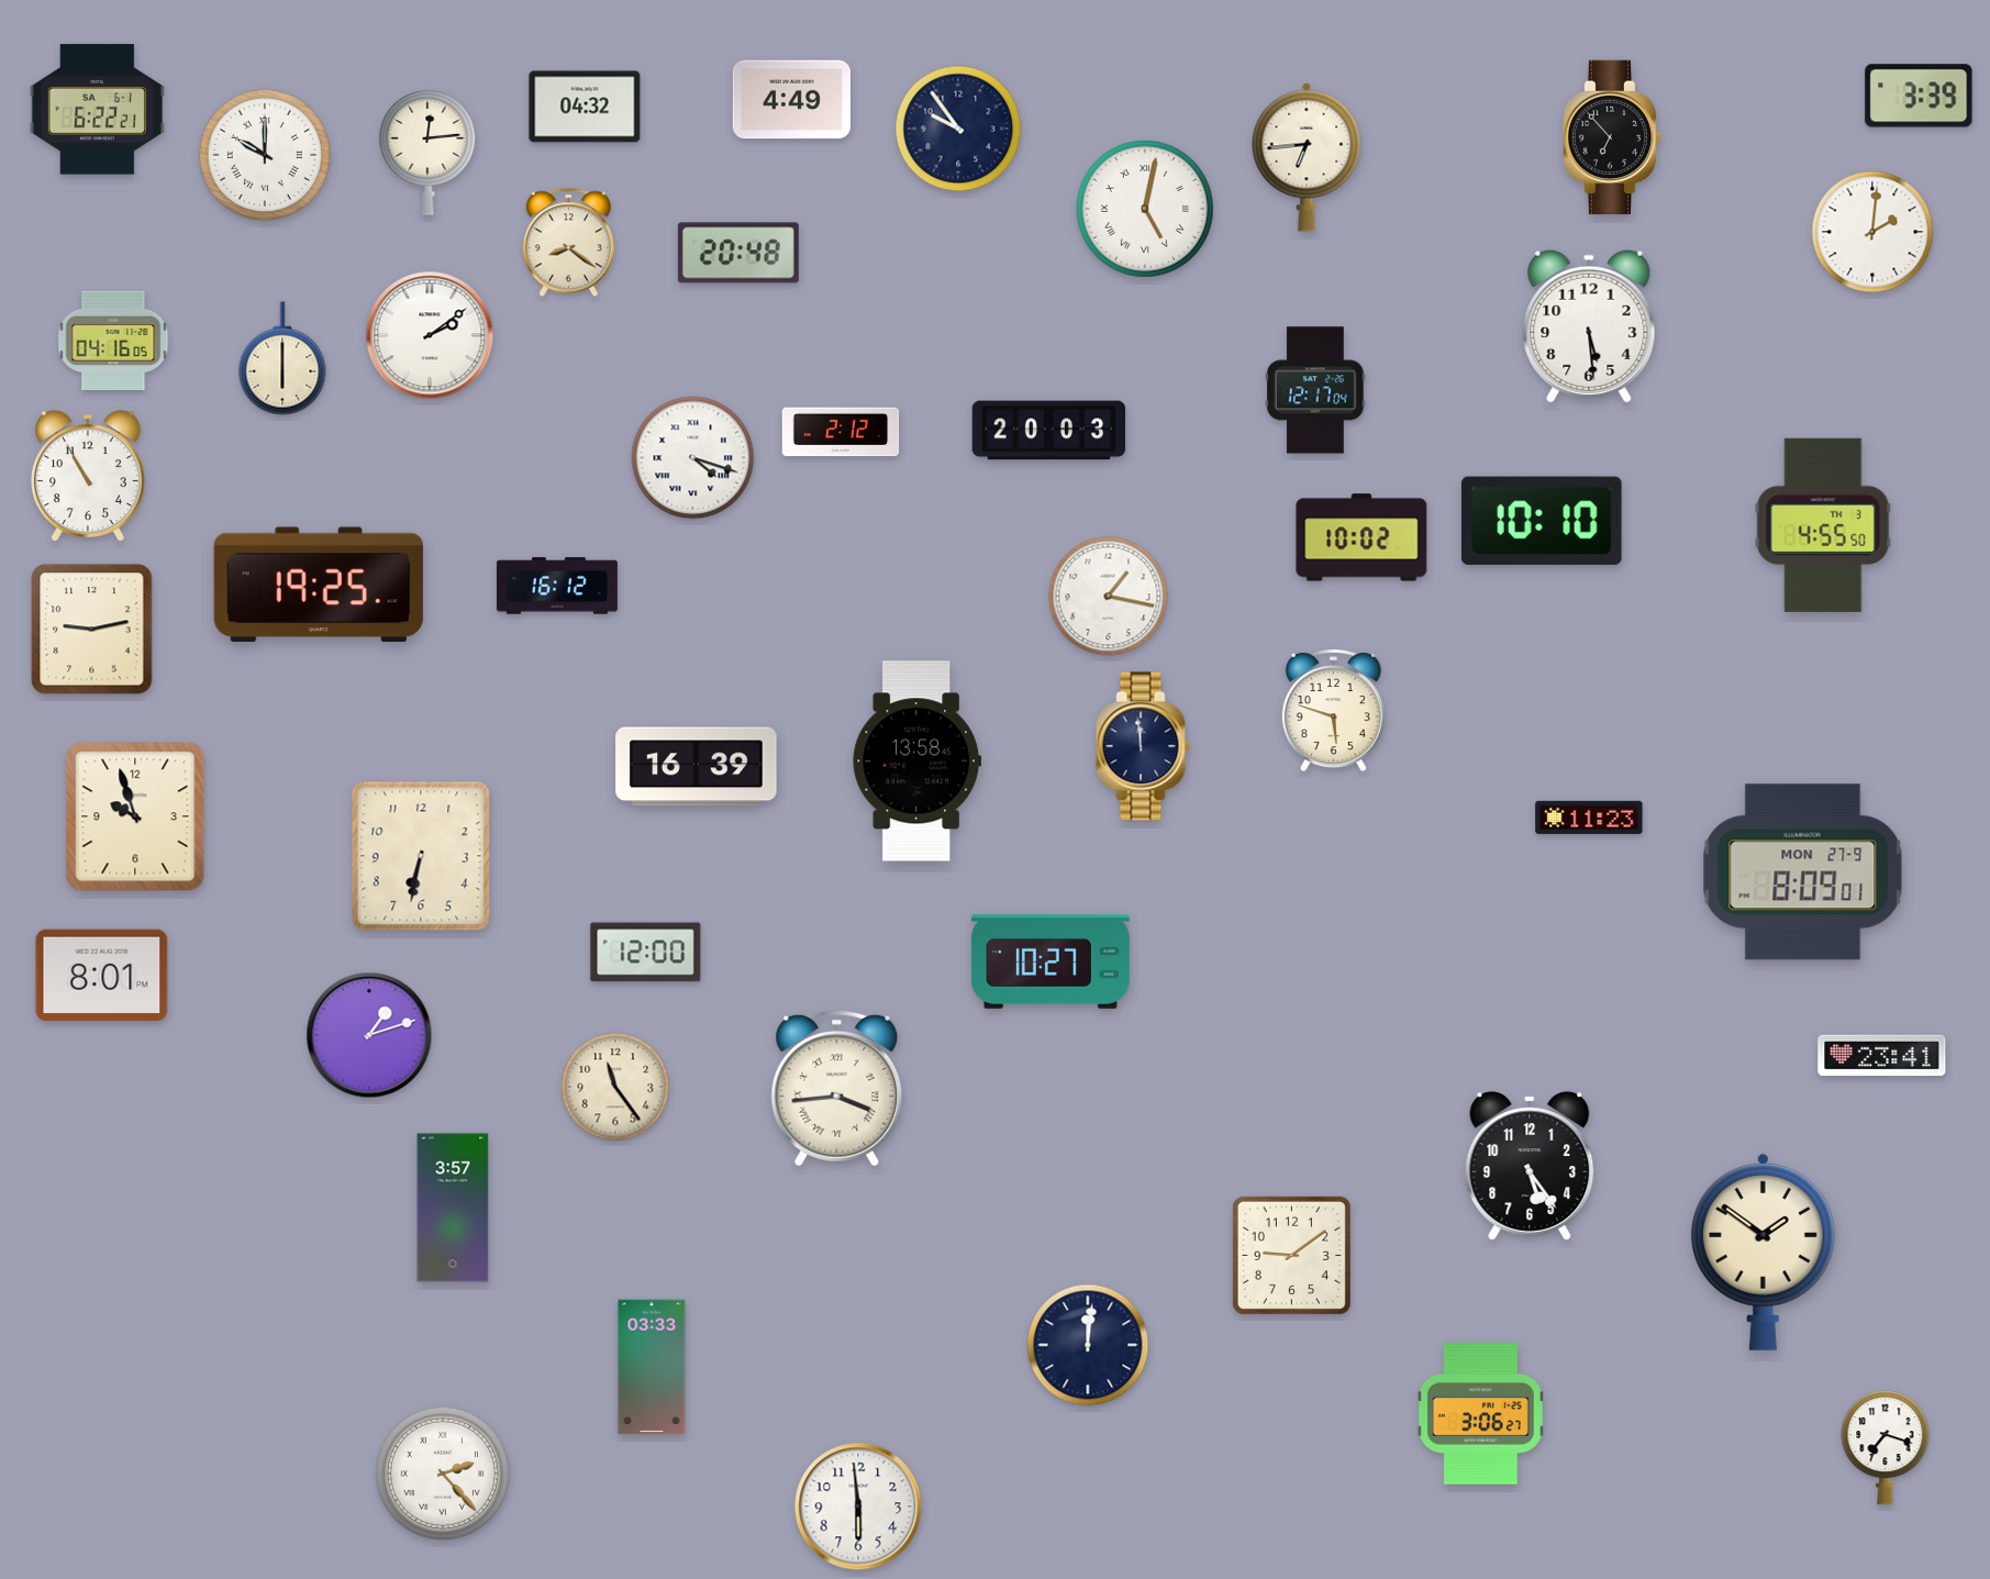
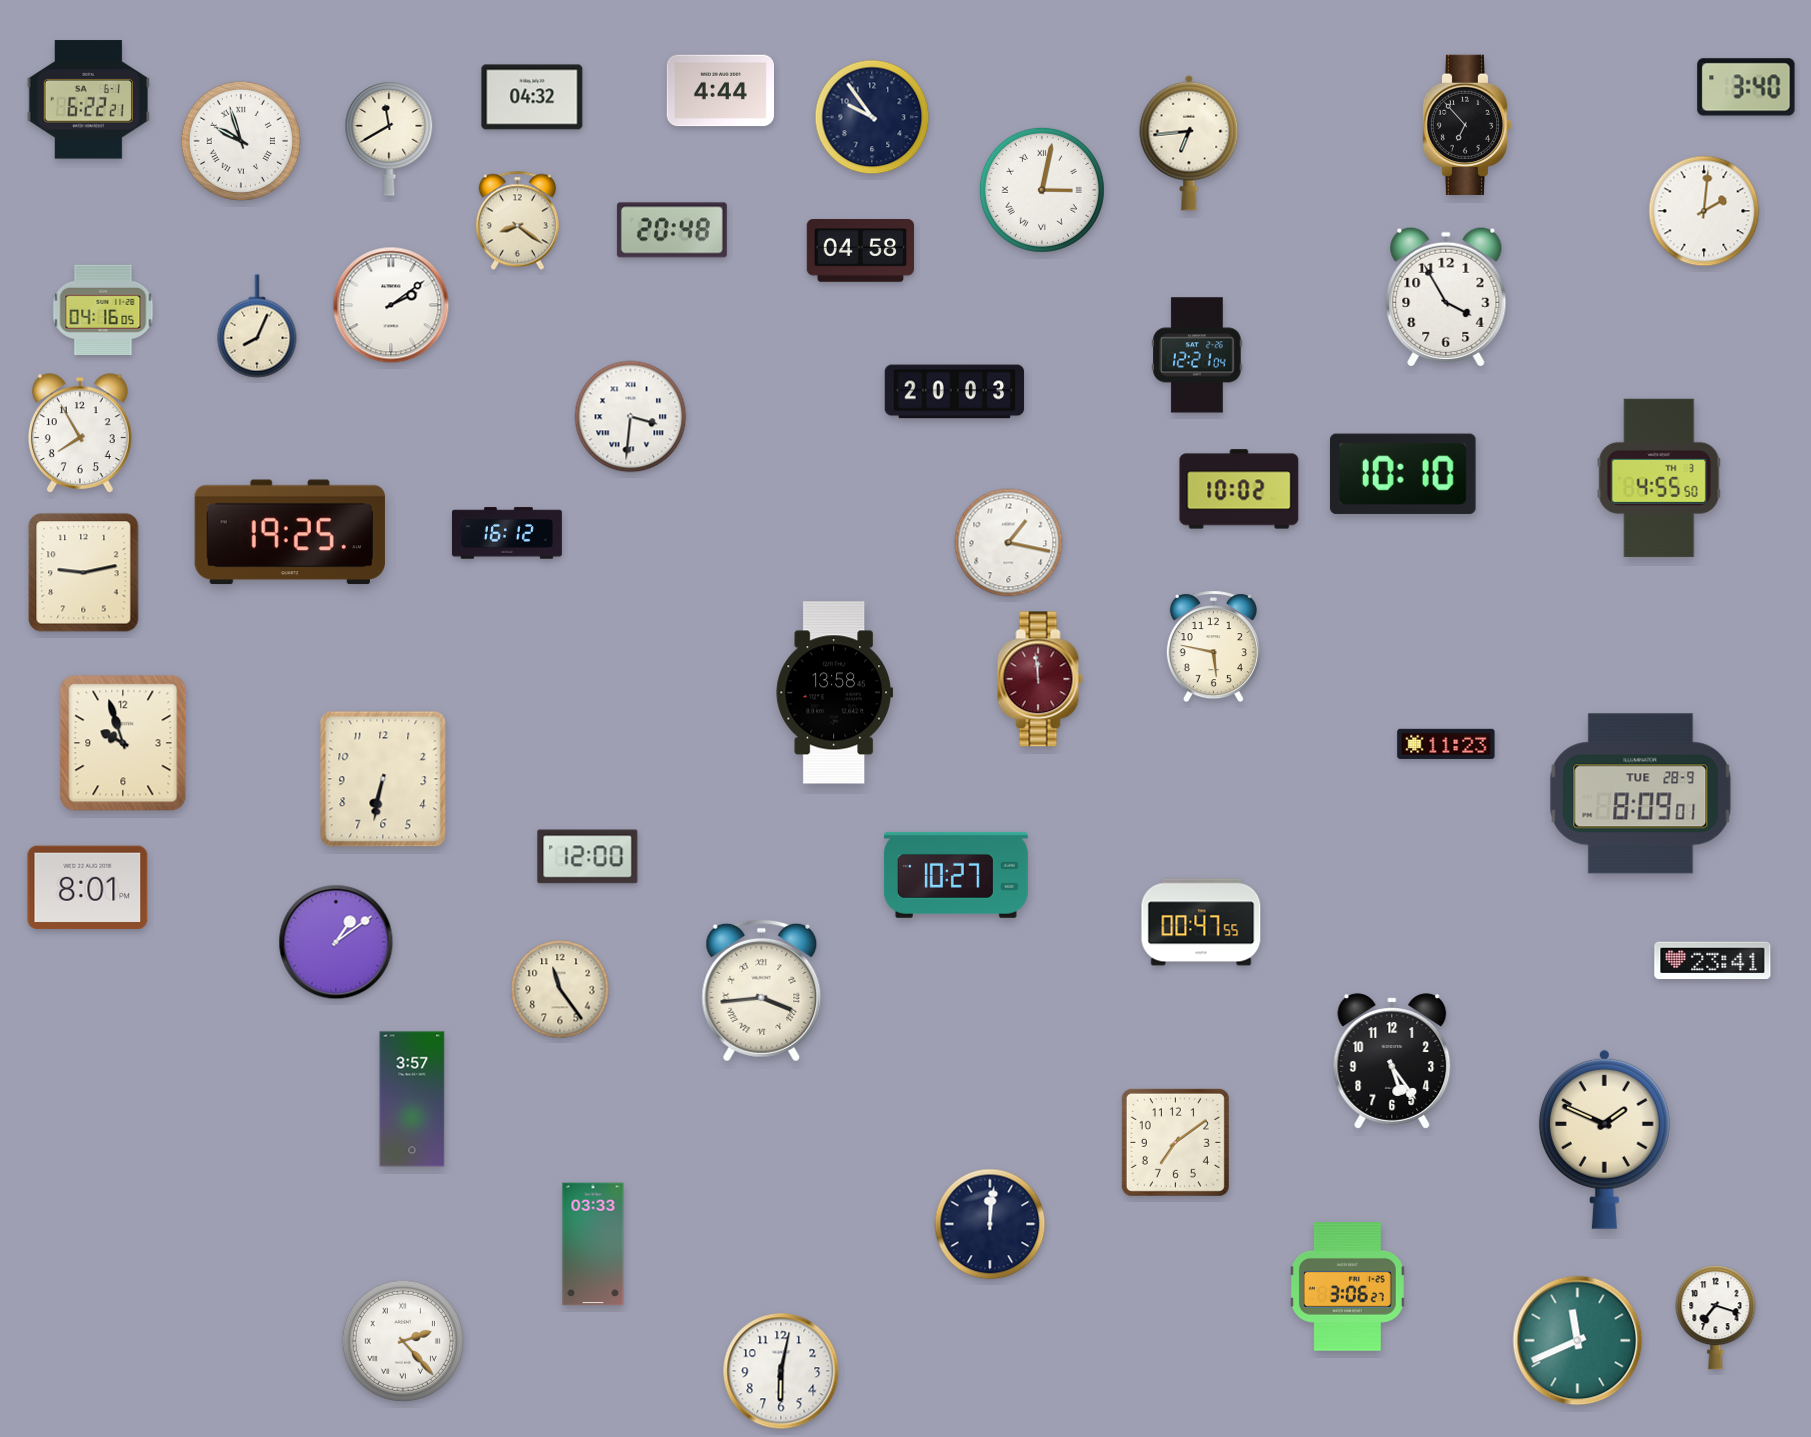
clock at (1919, 96): 3:39 -> 3:40
clock at (791, 100): 4:49 -> 4:44
clock at (427, 153): 12:14 -> 11:40
clock at (265, 155): 10:00 -> 9:57
clock at (1145, 209): 5:02 -> 3:02
clock at (860, 251): none -> 04:58
clock at (1589, 326): 5:29 -> 3:55
clock at (282, 358): 6:00 -> 8:04
clock at (1315, 390): 12:17 -> 12:21
clock at (841, 432): 2:12 -> none
clock at (693, 458): 4:18 -> 3:31
clock at (89, 476): 10:55 -> 7:55
clock at (1333, 711): 5:48 -> 5:47
clock at (1143, 746) dial: navy -> burgundy
clock at (697, 767): 16:39 -> none
clock at (1803, 872) date: MON 27-9 -> TUE 28-9
clock at (646, 953) position: (646, 953) -> (588, 857)
clock at (102, 976) position: (102, 976) -> (88, 888)
clock at (1201, 922): none -> 00:47
clock at (369, 1035): 1:12 -> 1:09
clock at (1763, 1252): 1:51 -> 1:49
clock at (1291, 1255): 9:09 -> 7:09
clock at (1578, 1341): none -> 11:41
clock at (858, 1506): 5:59 -> 6:02
